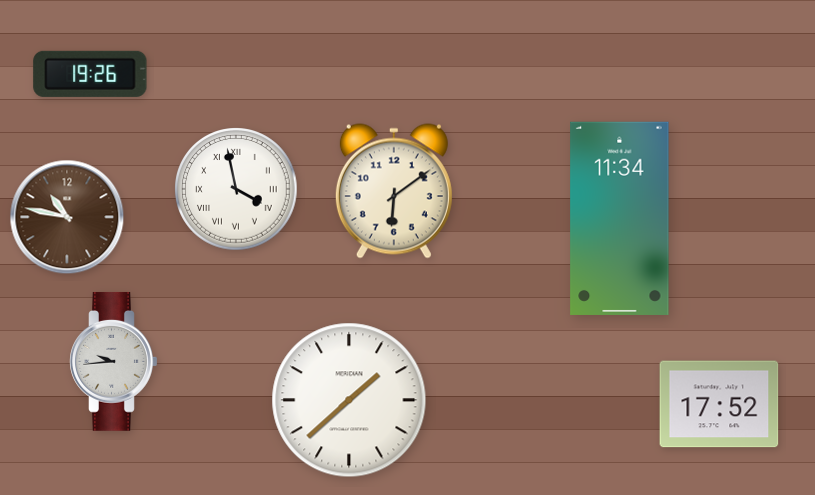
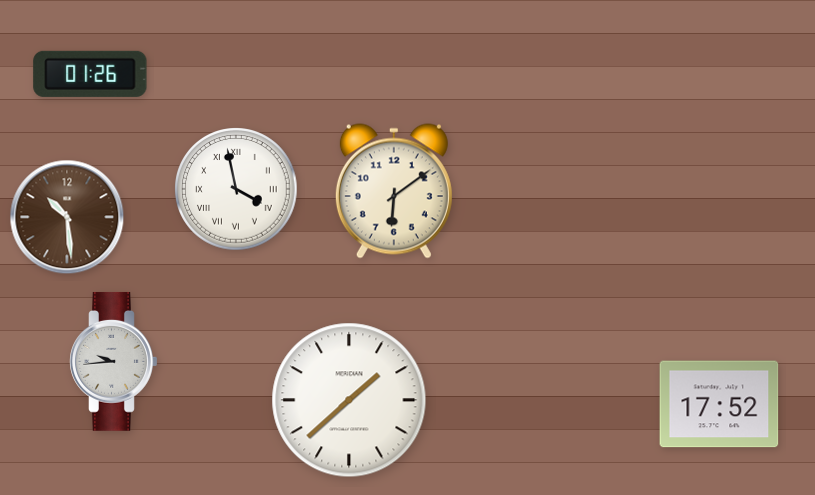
clock at (90, 74): 19:26 -> 01:26
clock at (67, 217): 10:47 -> 10:29
clock at (620, 218): 11:34 -> none
